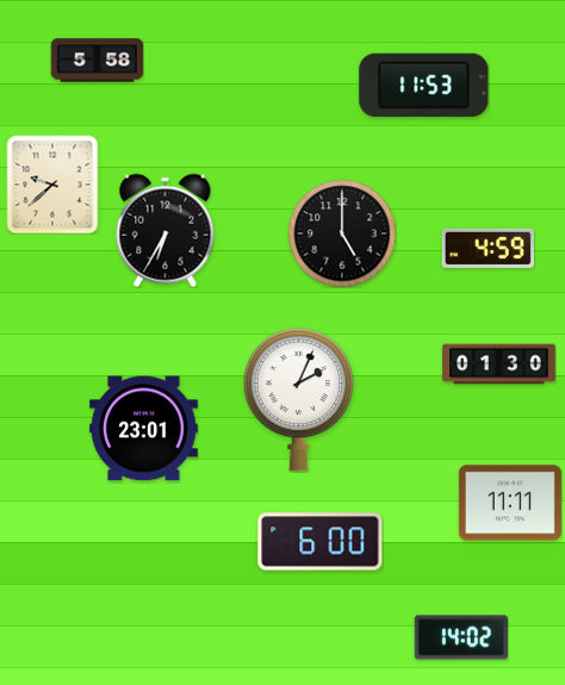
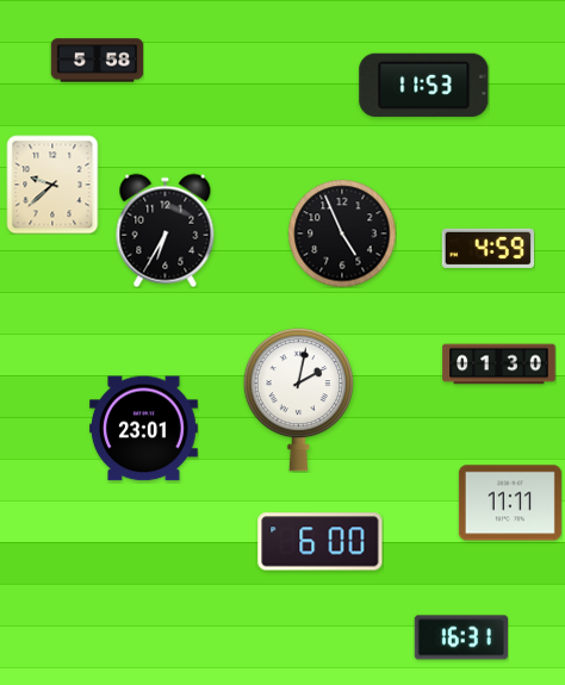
clock at (342, 233): 5:00 -> 4:56
clock at (298, 400): 2:04 -> 2:02
clock at (460, 637): 14:02 -> 16:31
